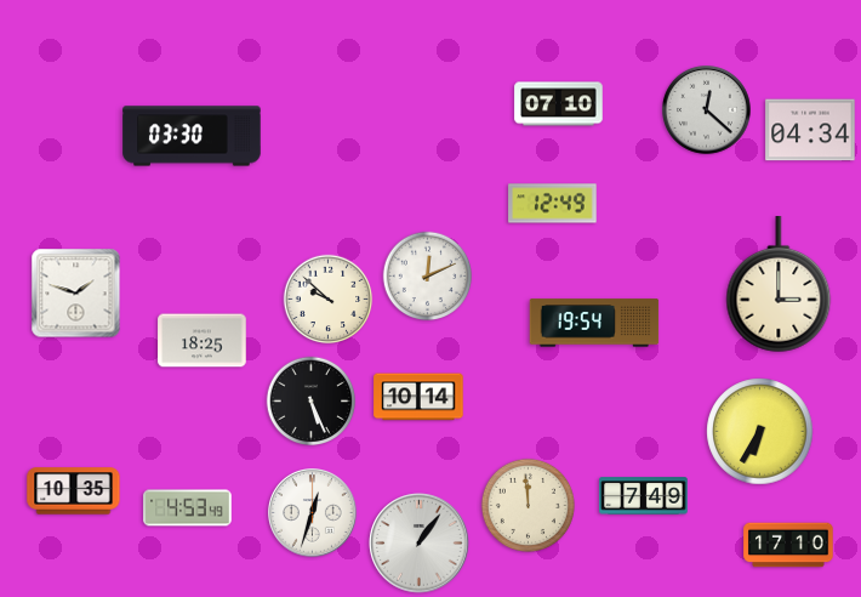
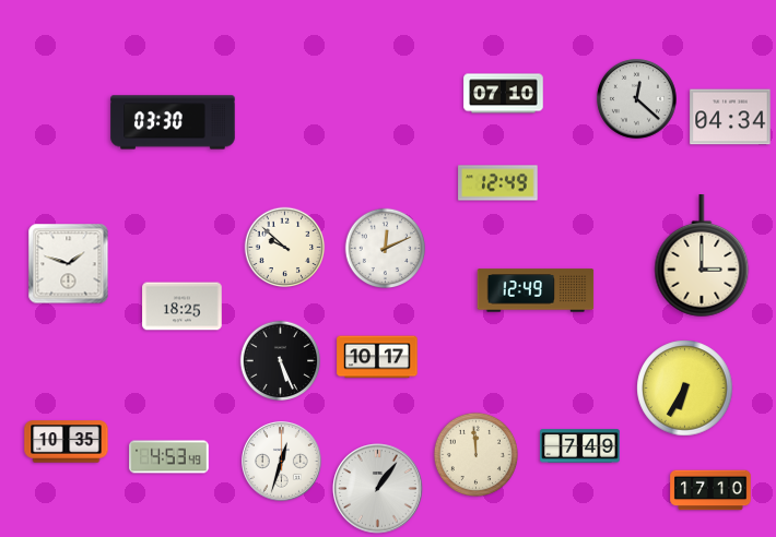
clock at (329, 300) position: (329, 300) -> (285, 248)
clock at (594, 323): 19:54 -> 12:49
clock at (418, 397): 10:14 -> 10:17
